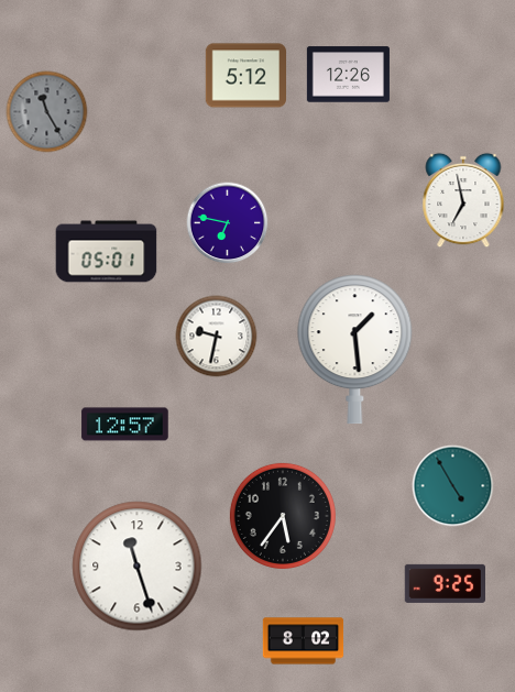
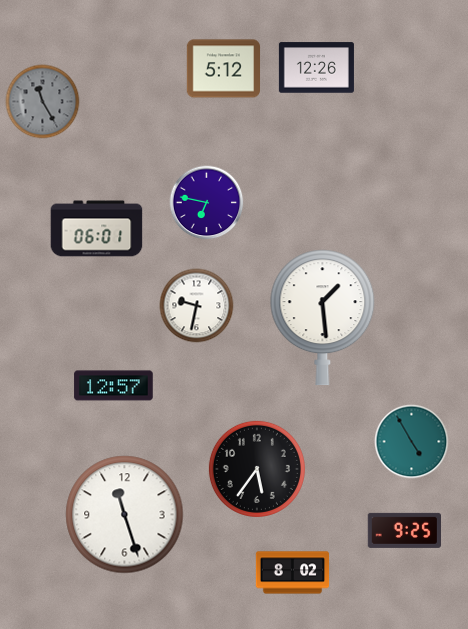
clock at (463, 200): 6:58 -> none
clock at (107, 252): 05:01 -> 06:01
clock at (304, 641) position: (304, 641) -> (293, 573)
